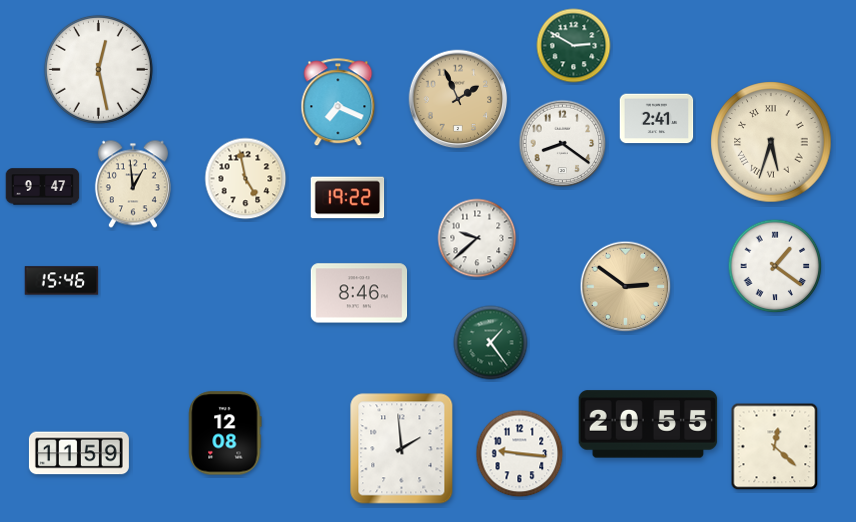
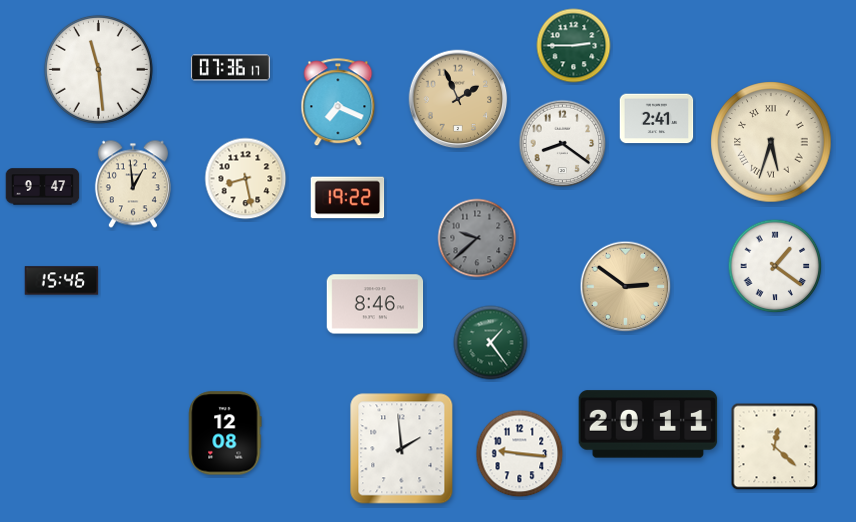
clock at (574, 46): 2:50 -> 2:45
clock at (230, 68): none -> 07:36
clock at (98, 69): 12:28 -> 11:29
clock at (246, 179): 4:58 -> 8:28
clock at (477, 238) dial: white -> grey
clock at (359, 293) position: (359, 293) -> (375, 304)
clock at (648, 424): 20:55 -> 20:11
clock at (79, 453): 11:59 -> none
